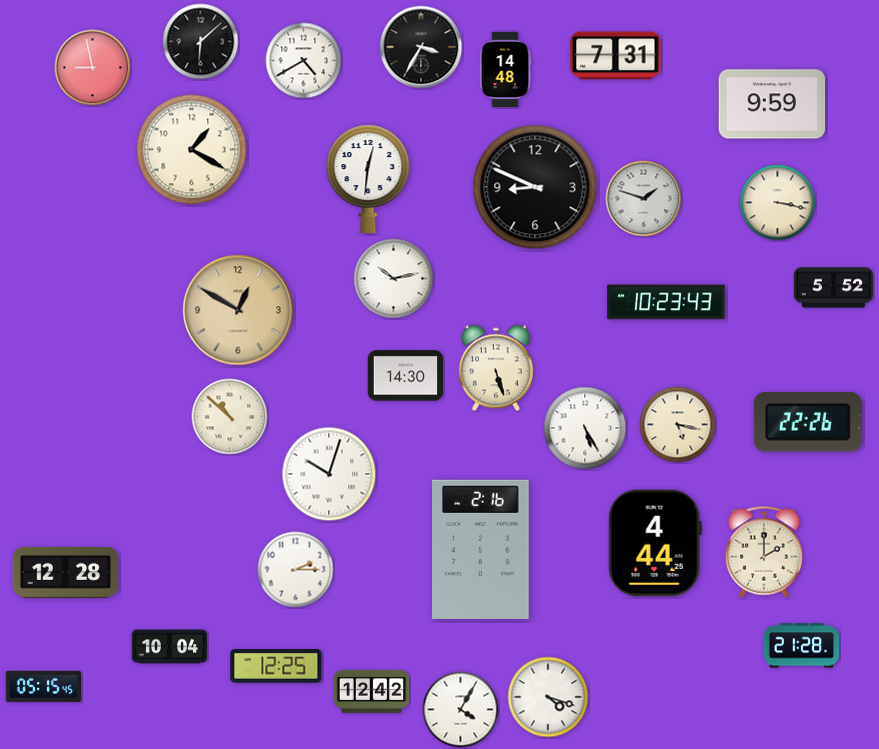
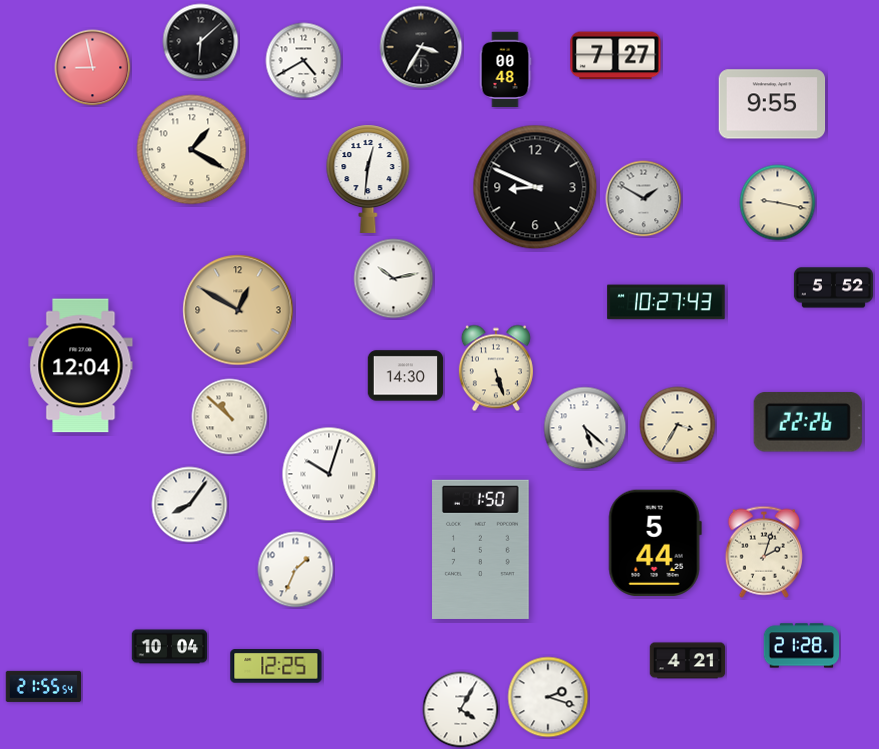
clock at (616, 56): 7:31 -> 7:27
clock at (505, 70): 14:48 -> 00:48
clock at (772, 104): 9:59 -> 9:55
clock at (644, 199): 1:48 -> 1:50
clock at (778, 203): 3:17 -> 9:17
clock at (666, 302): 10:23 -> 10:27
clock at (81, 366): none -> 12:04
clock at (678, 425): 5:17 -> 3:35
clock at (585, 428): 5:25 -> 5:22
clock at (190, 505): none -> 8:06
clock at (655, 542): 4:44 -> 5:44
clock at (481, 549): 2:16 -> 1:50
clock at (764, 552): 2:00 -> 2:03
clock at (296, 570): 2:15 -> 1:34
clock at (66, 572): 12:28 -> none
clock at (688, 661): none -> 4:21
clock at (44, 686): 05:15 -> 21:55
clock at (372, 691): 12:42 -> none
clock at (548, 697): 4:18 -> 2:18
